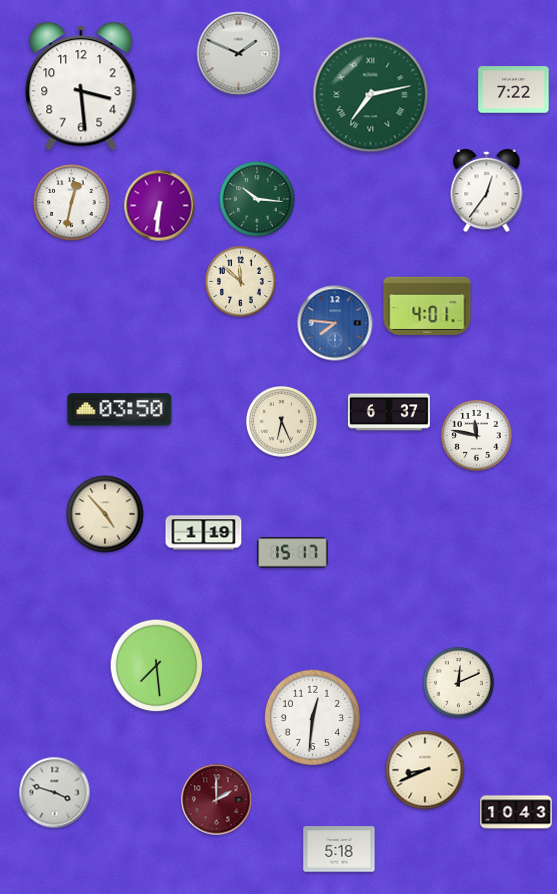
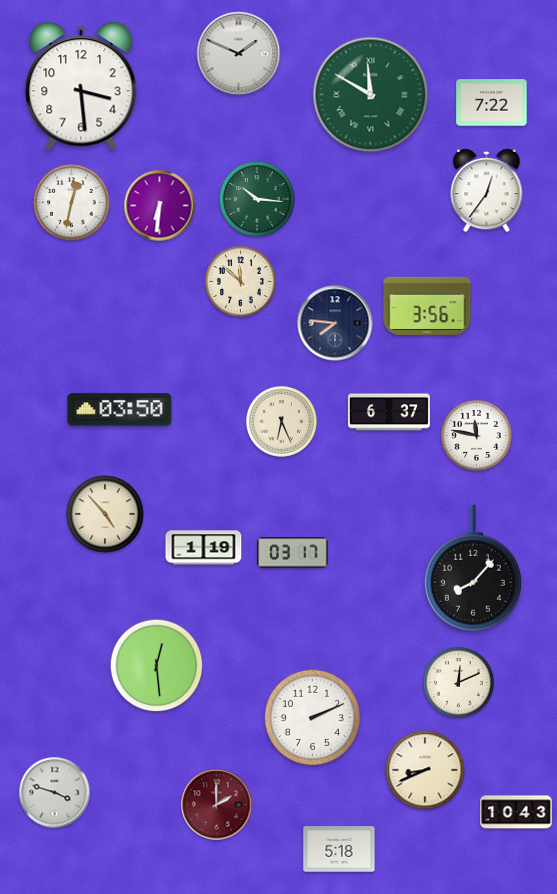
clock at (514, 90) position: (514, 90) -> (492, 103)
clock at (371, 95): 7:13 -> 11:50
clock at (427, 305): 4:01 -> 3:56
clock at (335, 323) dial: blue -> navy
clock at (204, 533) position: (204, 533) -> (204, 548)
clock at (293, 553): 15:17 -> 03:17
clock at (473, 568): none -> 8:07
clock at (157, 666): 7:29 -> 12:29
clock at (312, 717): 12:31 -> 2:11
clock at (217, 800) position: (217, 800) -> (217, 805)
